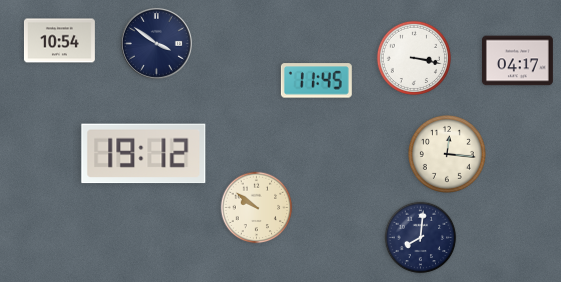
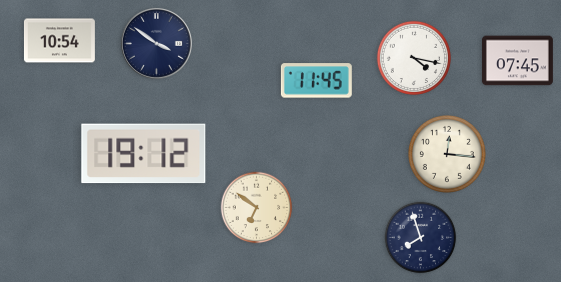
clock at (413, 57): 3:17 -> 4:17
clock at (517, 61): 04:17 -> 07:45
clock at (257, 208): 9:51 -> 6:51
clock at (421, 238): 8:01 -> 7:57
